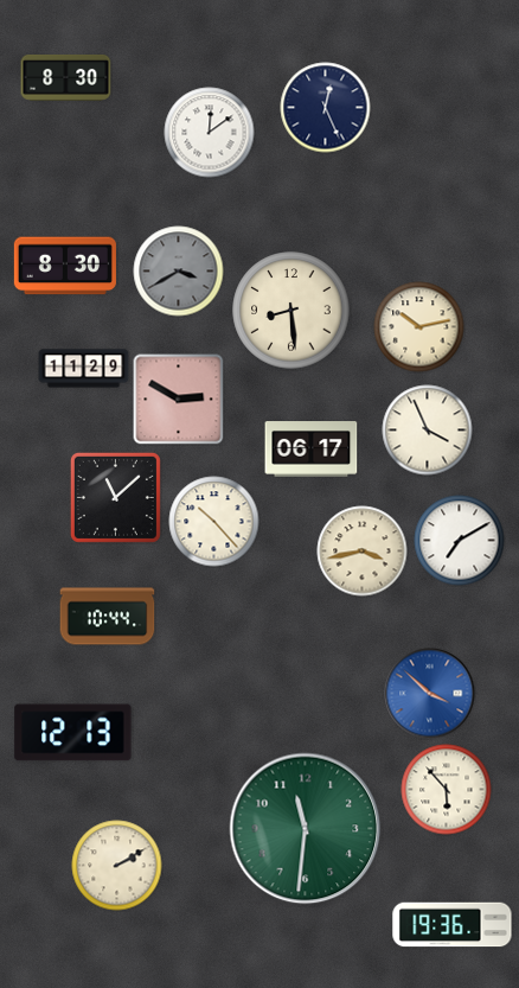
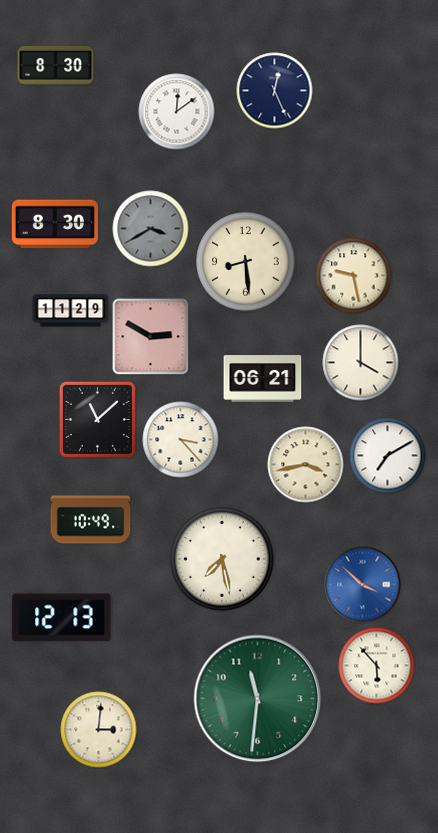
clock at (419, 327): 10:13 -> 9:28
clock at (428, 431): 3:56 -> 4:00
clock at (312, 450): 06:17 -> 06:21
clock at (214, 522): 10:23 -> 3:23
clock at (108, 617): 10:44 -> 10:49
clock at (222, 559): none -> 7:28
clock at (117, 866): 2:10 -> 3:01
clock at (453, 925): 19:36 -> none
